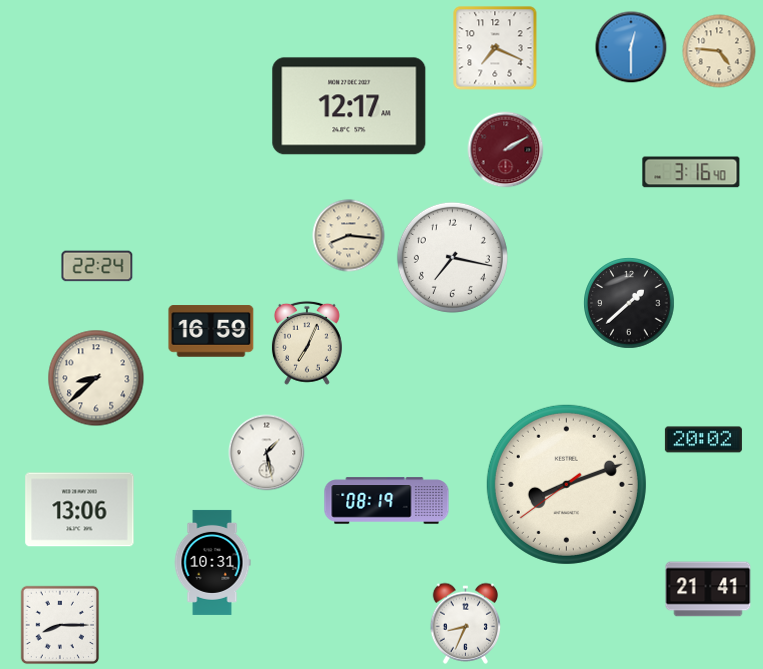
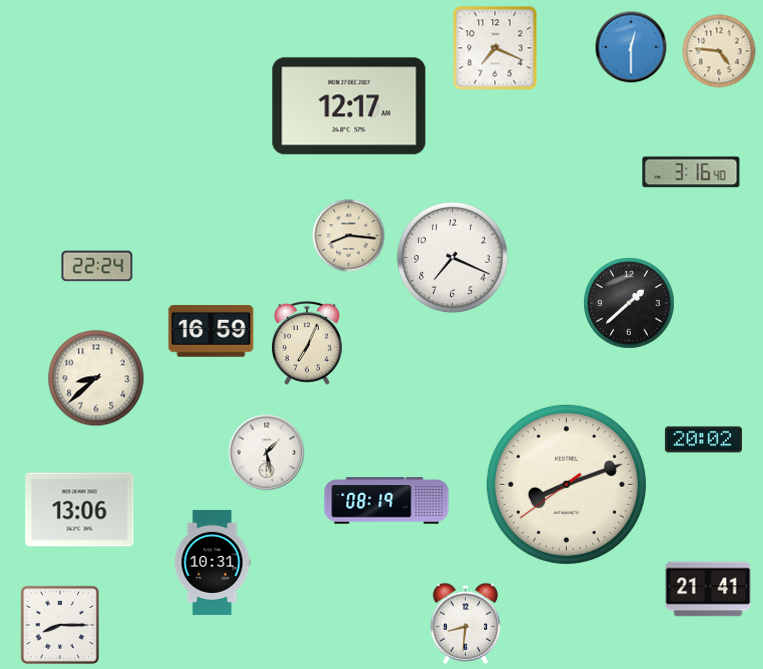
clock at (506, 150): 2:10 -> none
clock at (452, 257): 7:17 -> 7:19
clock at (466, 623): 8:34 -> 8:31
